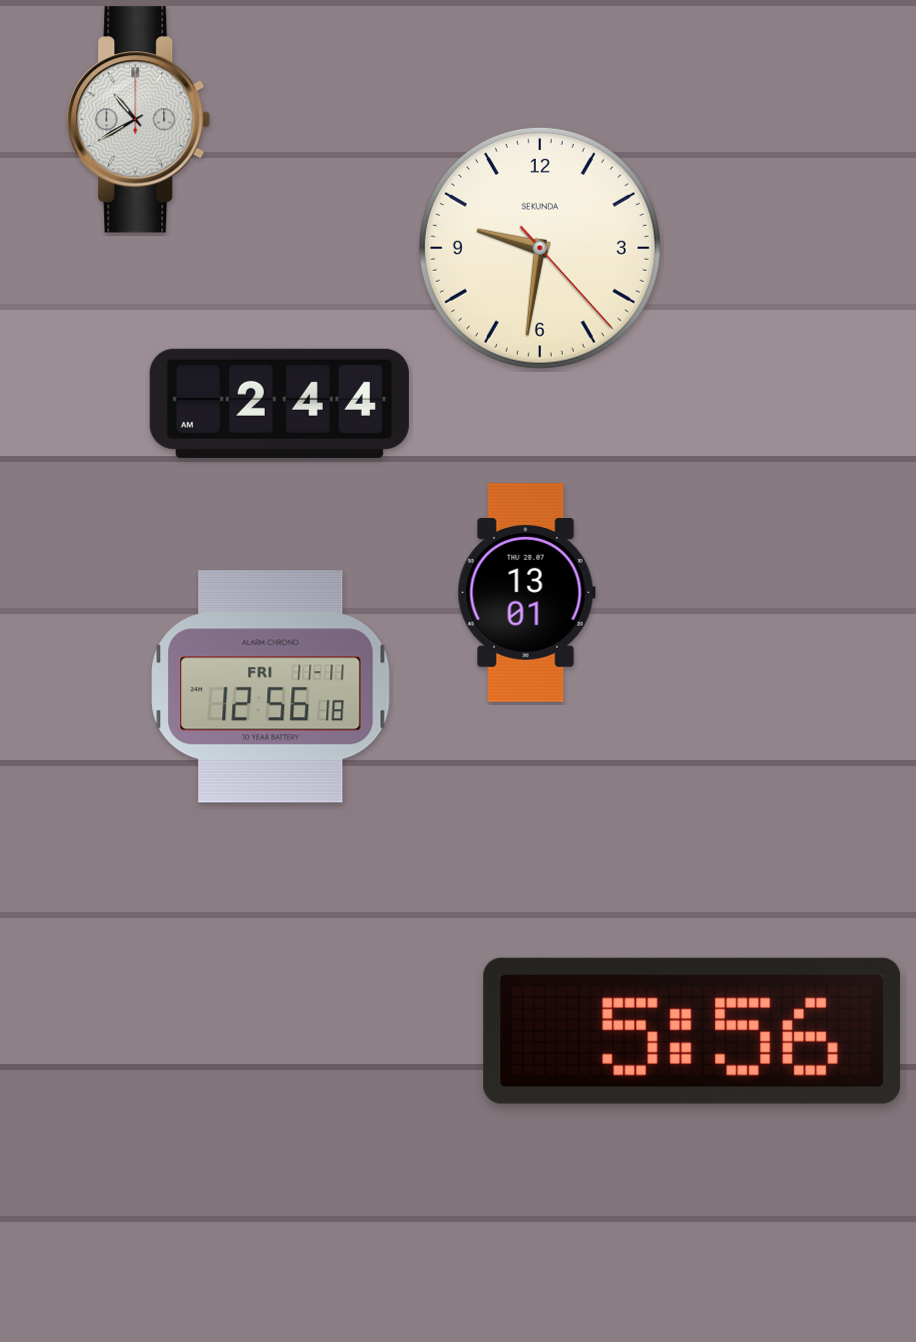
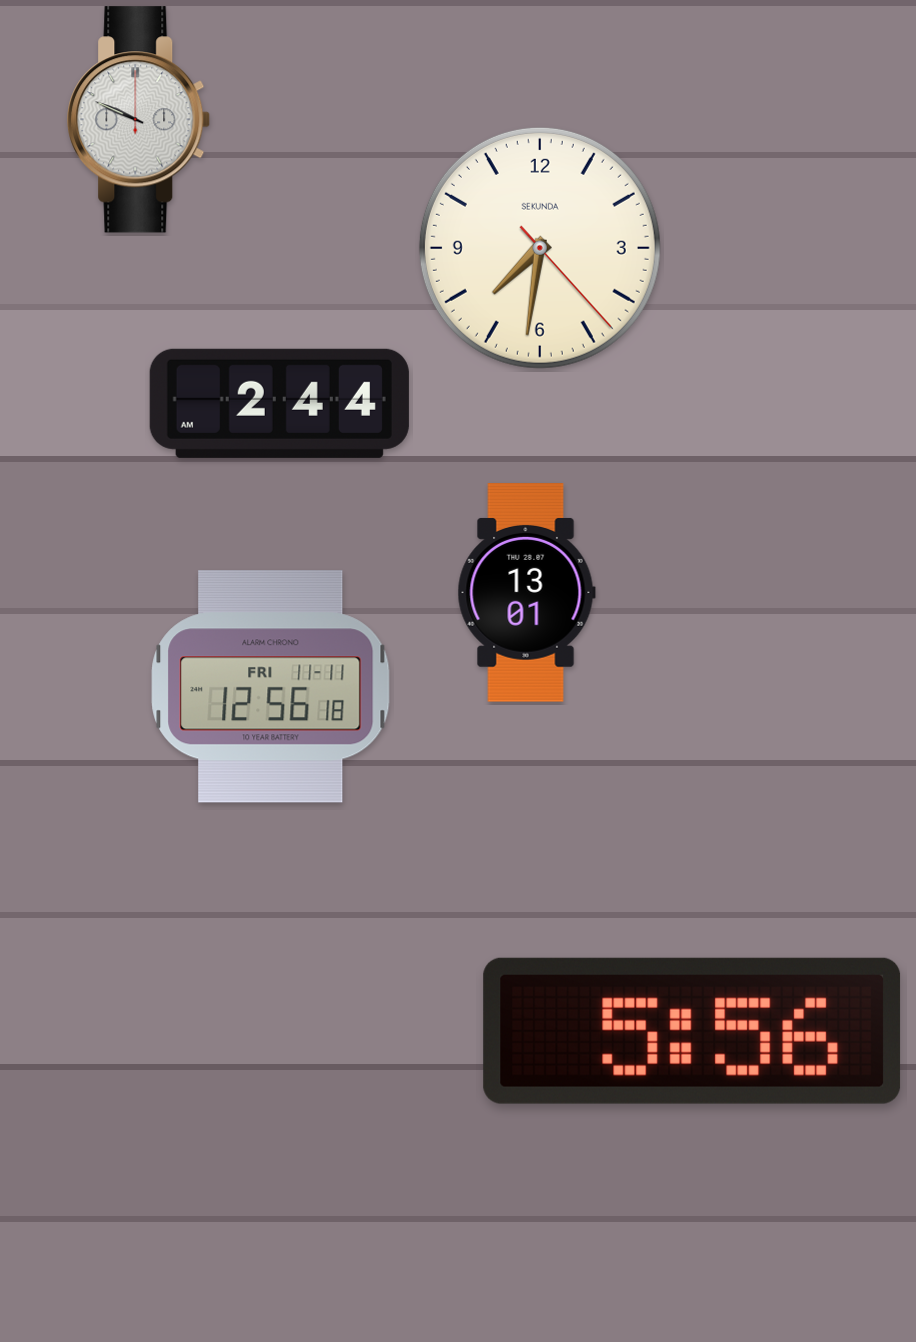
clock at (139, 120): 10:40 -> 9:49
clock at (540, 248): 9:31 -> 7:31
